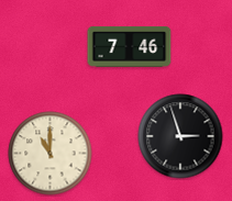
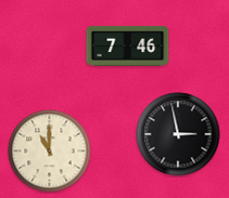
clock at (180, 136): 2:57 -> 2:58
